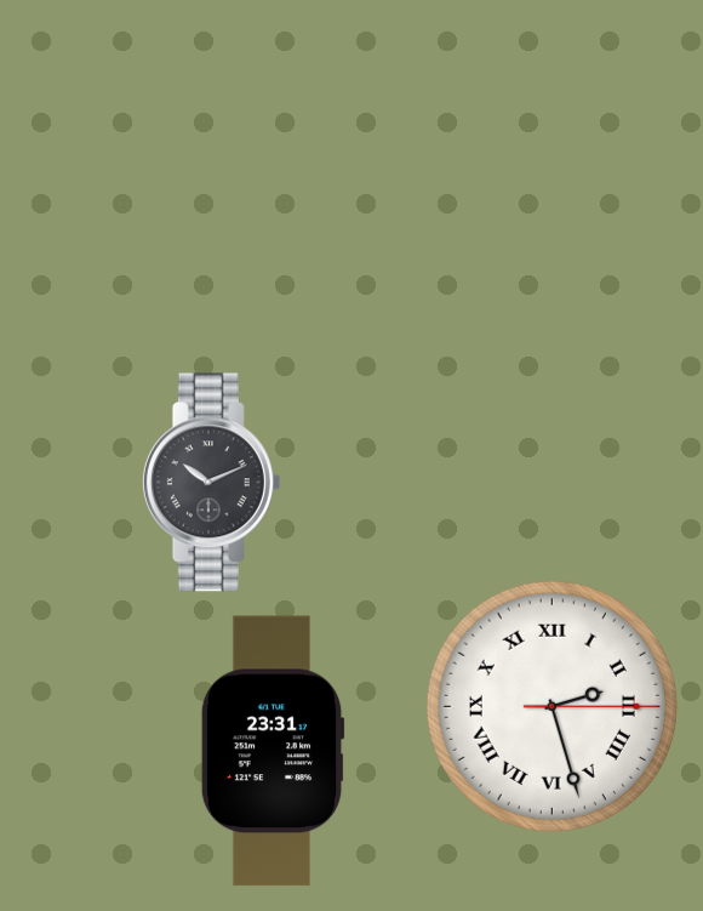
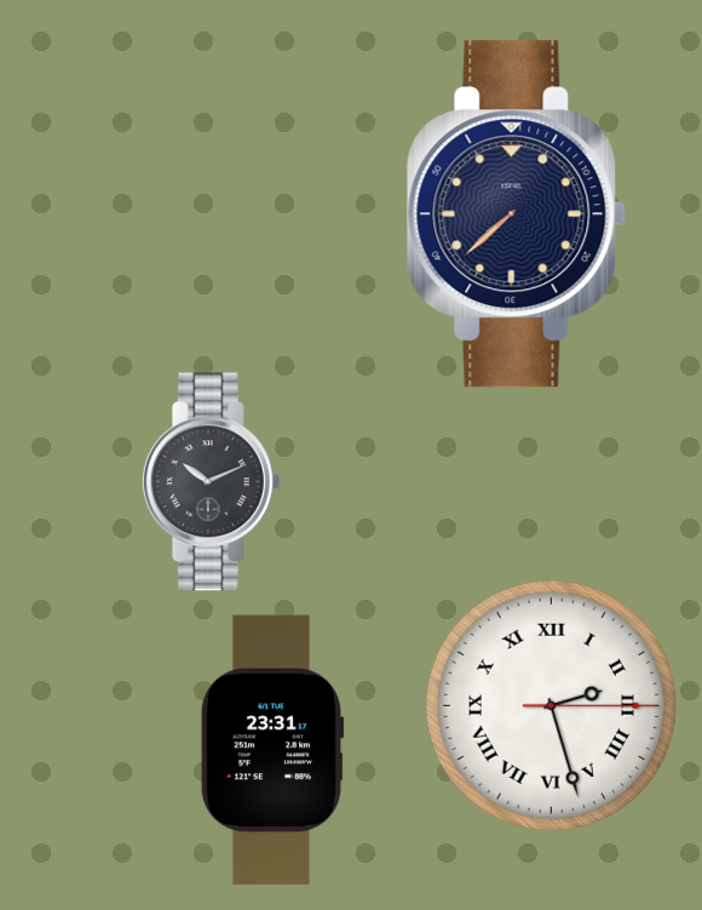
clock at (516, 214): none -> 7:38
